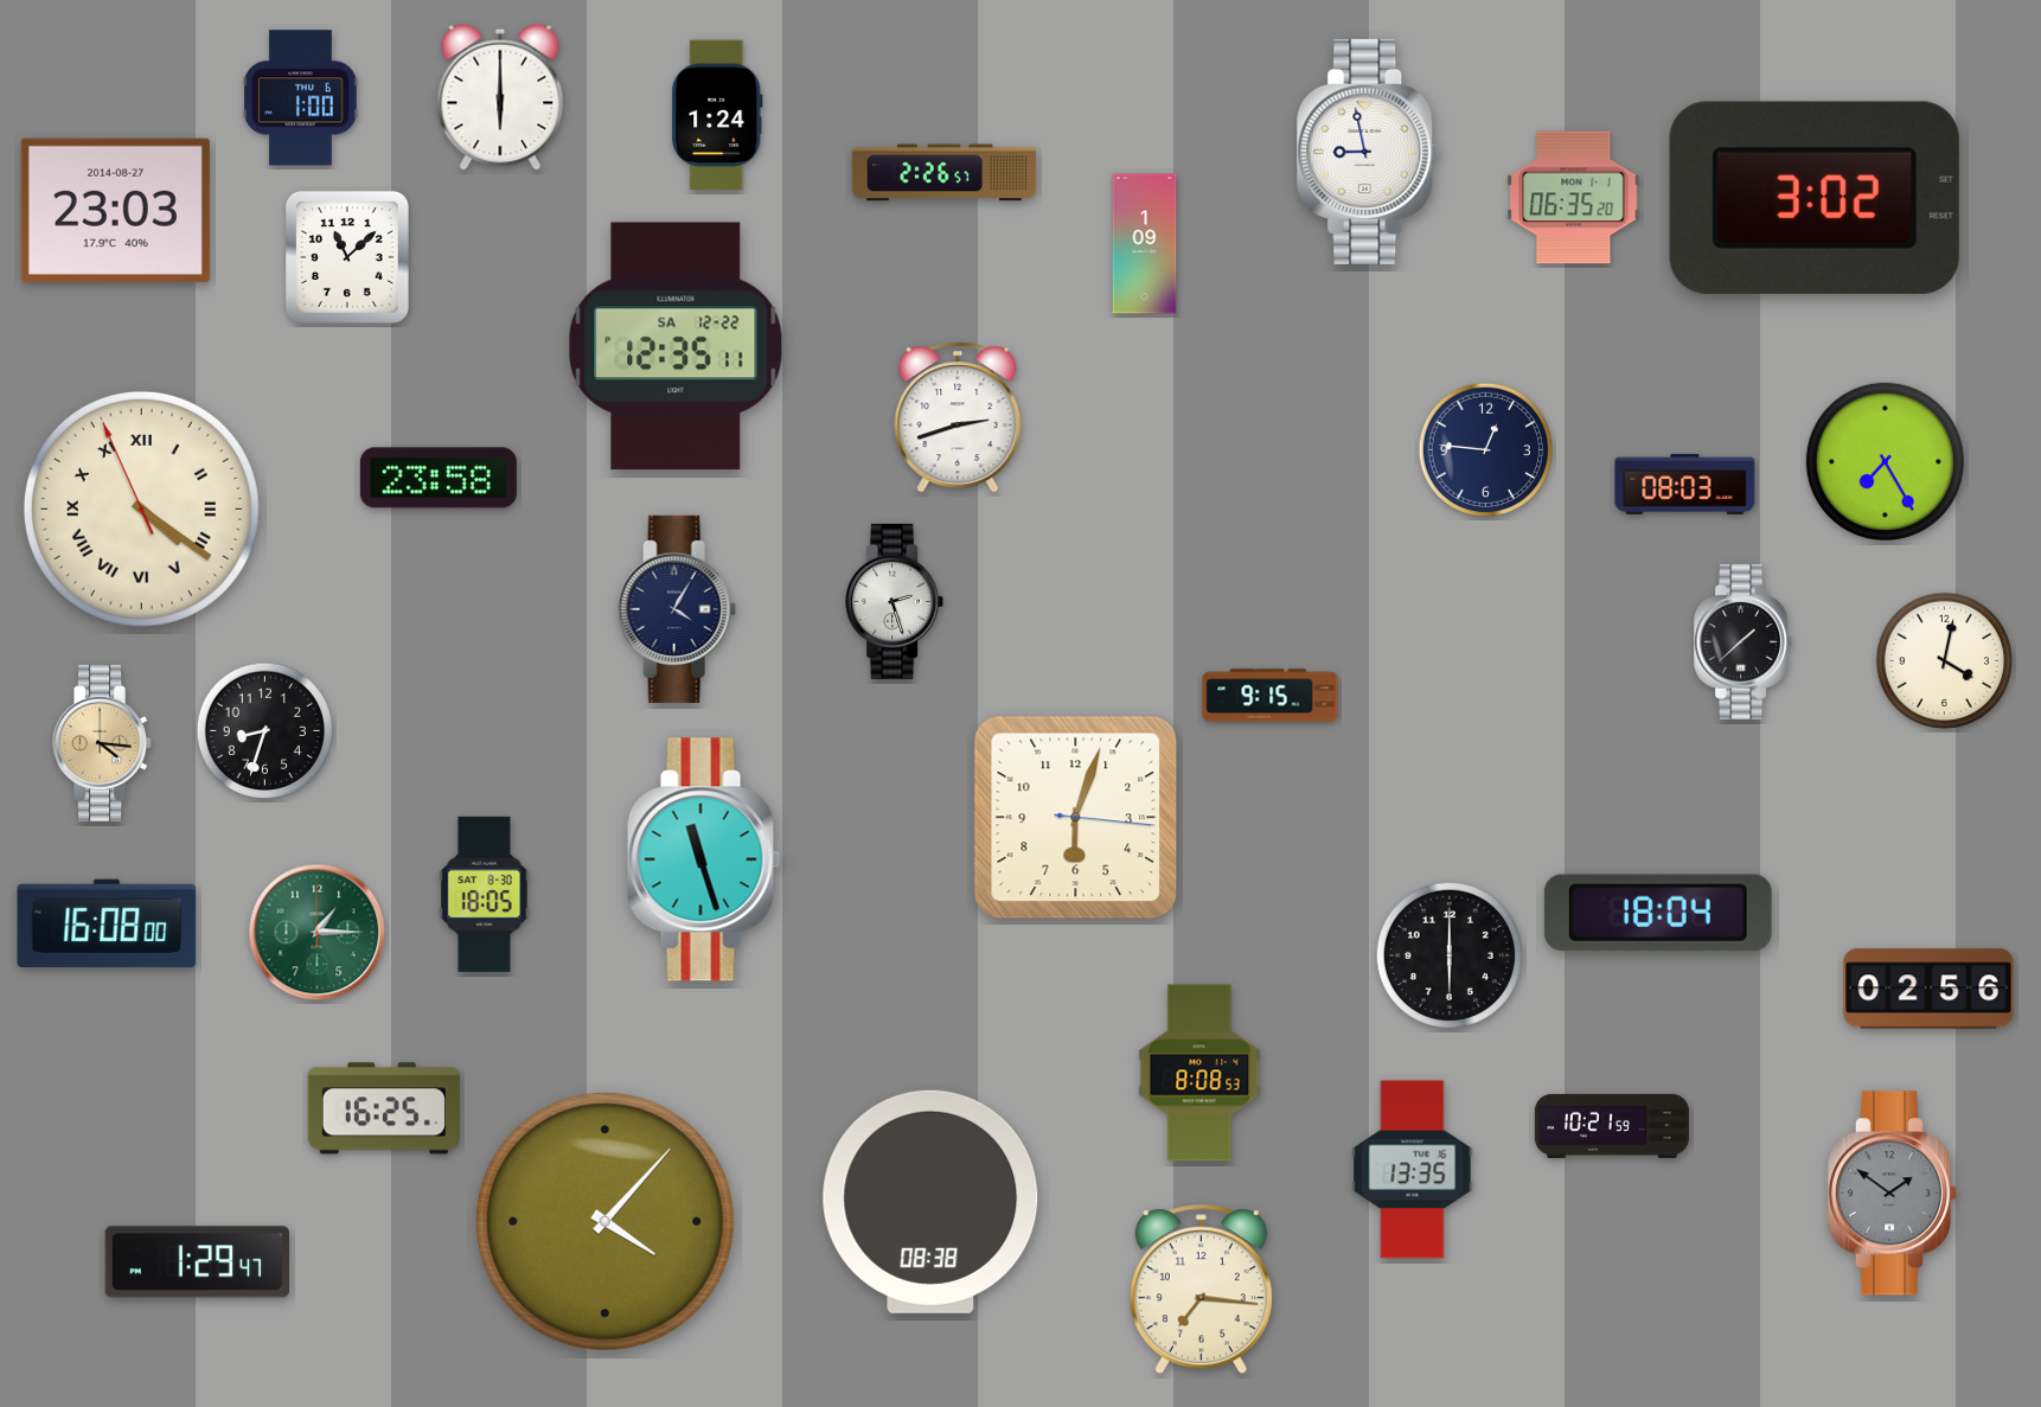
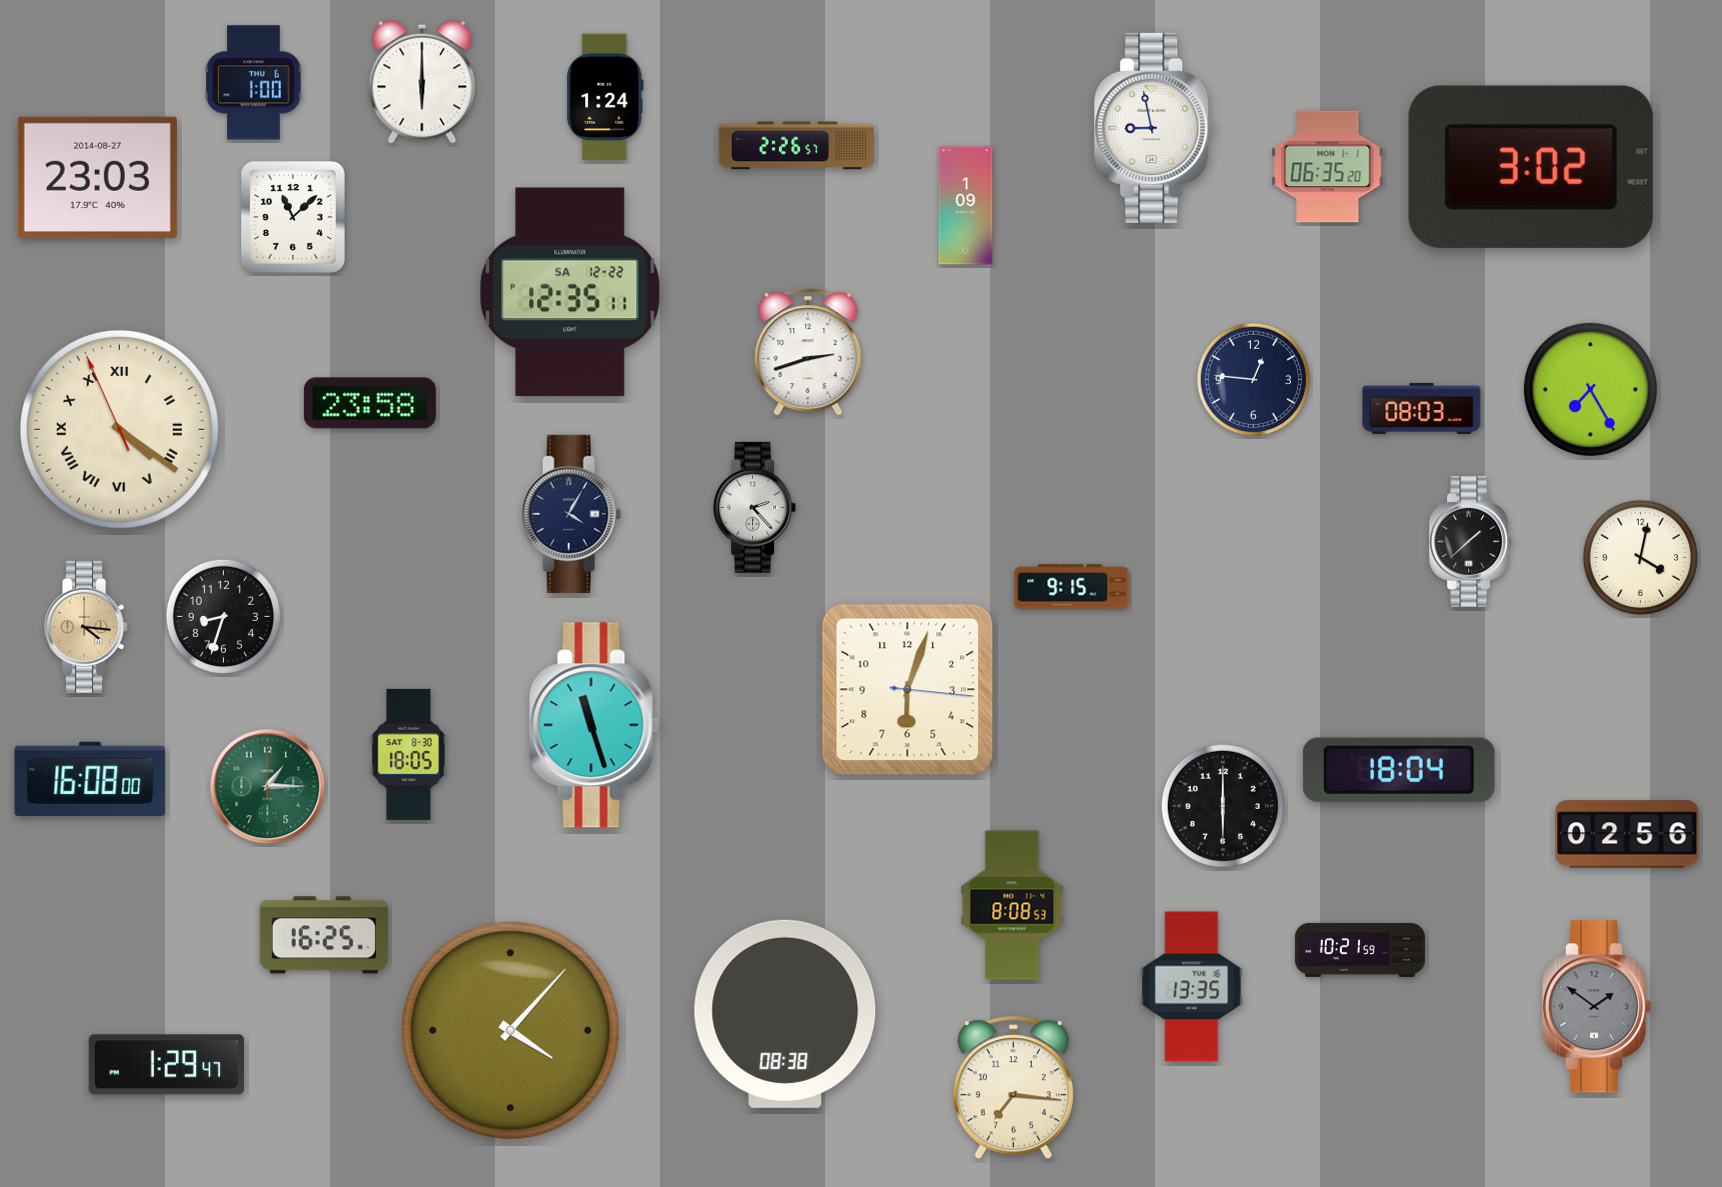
clock at (895, 601): 2:27 -> 2:23
